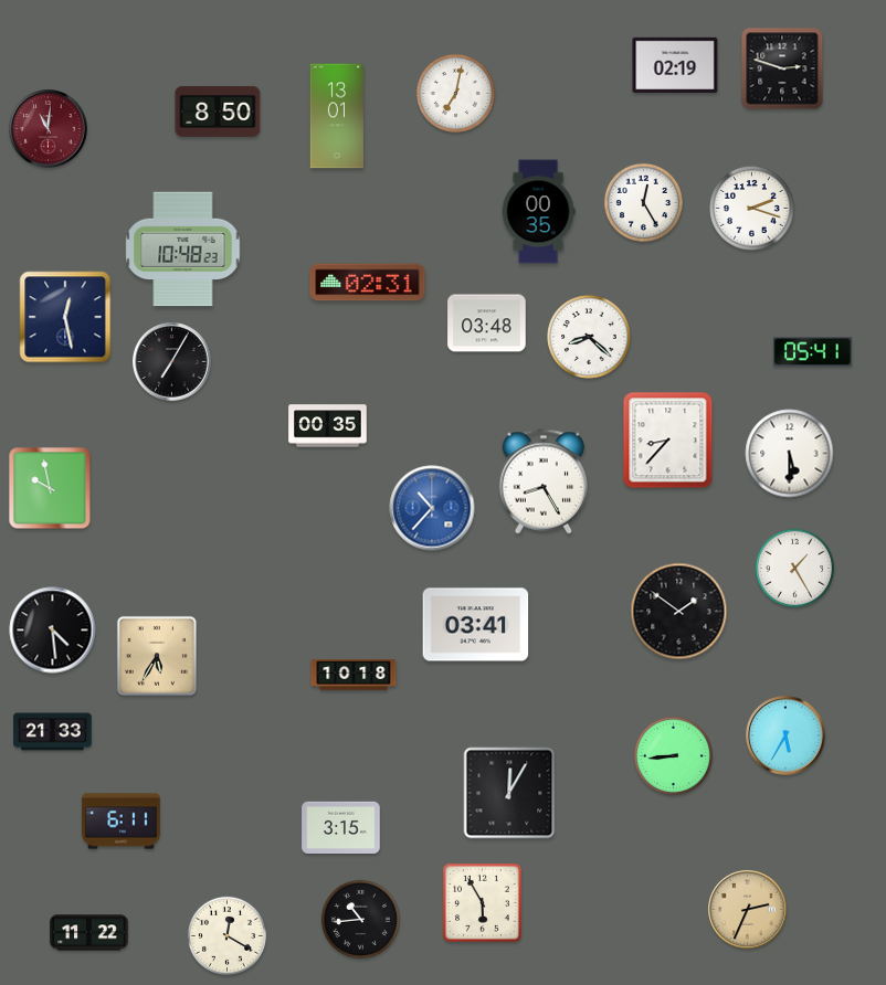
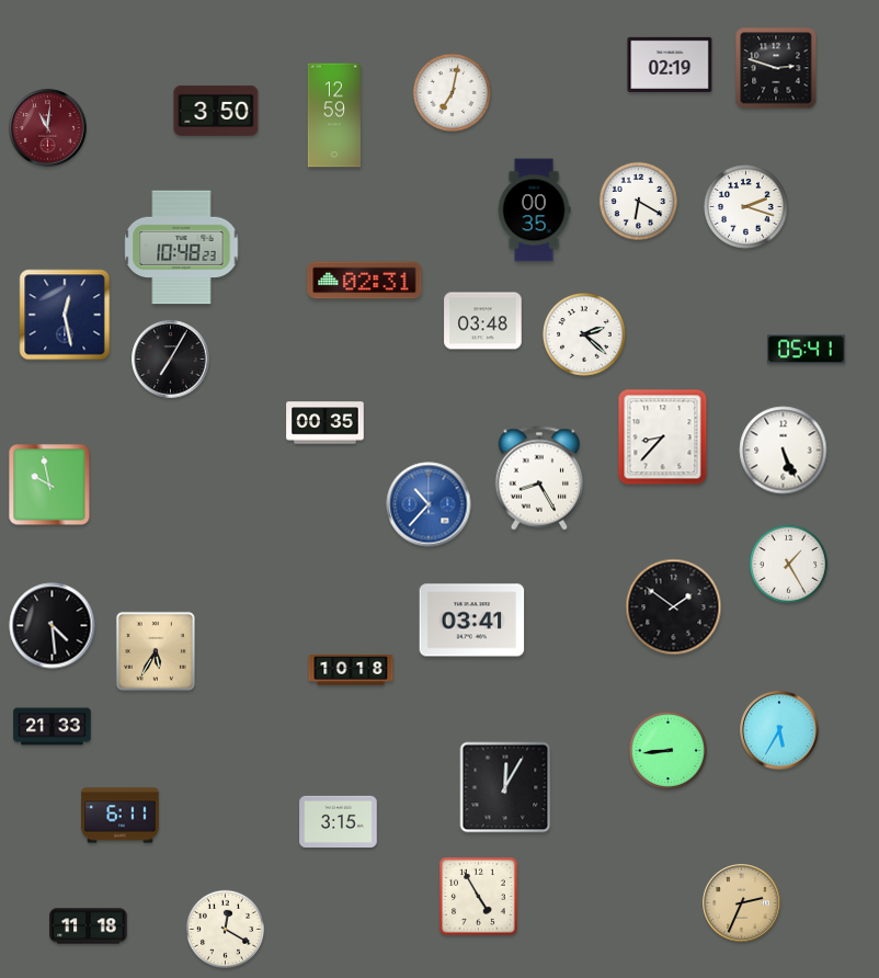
clock at (218, 112): 8:50 -> 3:50
clock at (336, 116): 13:01 -> 12:59
clock at (643, 202): 12:25 -> 6:20
clock at (589, 337): 8:22 -> 2:22
clock at (790, 454): 5:30 -> 5:26
clock at (483, 903): 5:55 -> 4:55
clock at (360, 919): 10:44 -> none
clock at (89, 933): 11:22 -> 11:18
